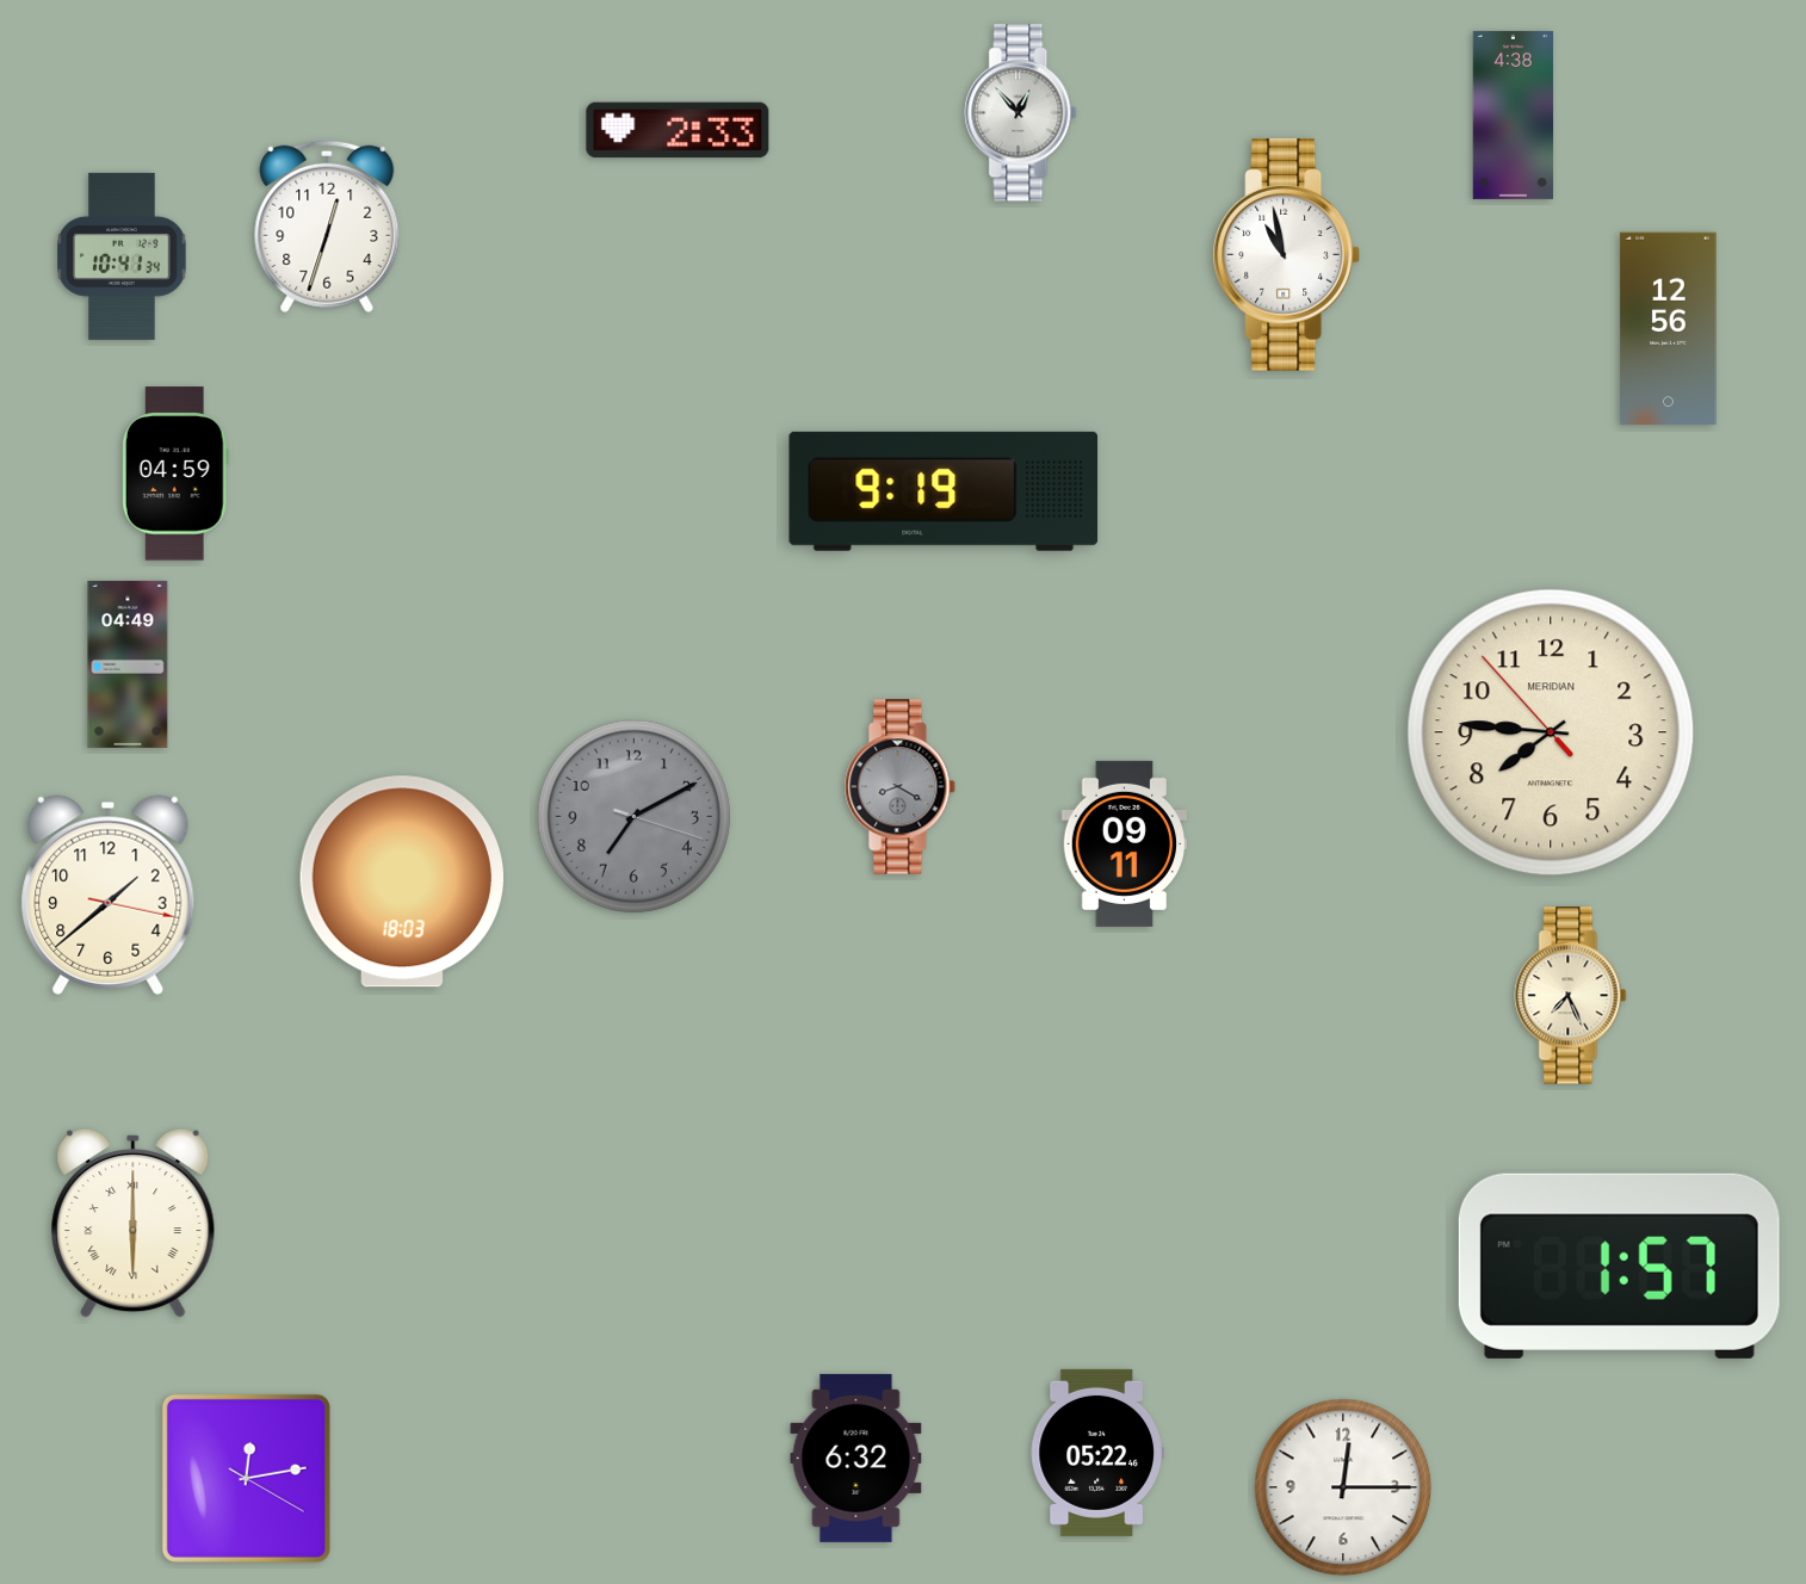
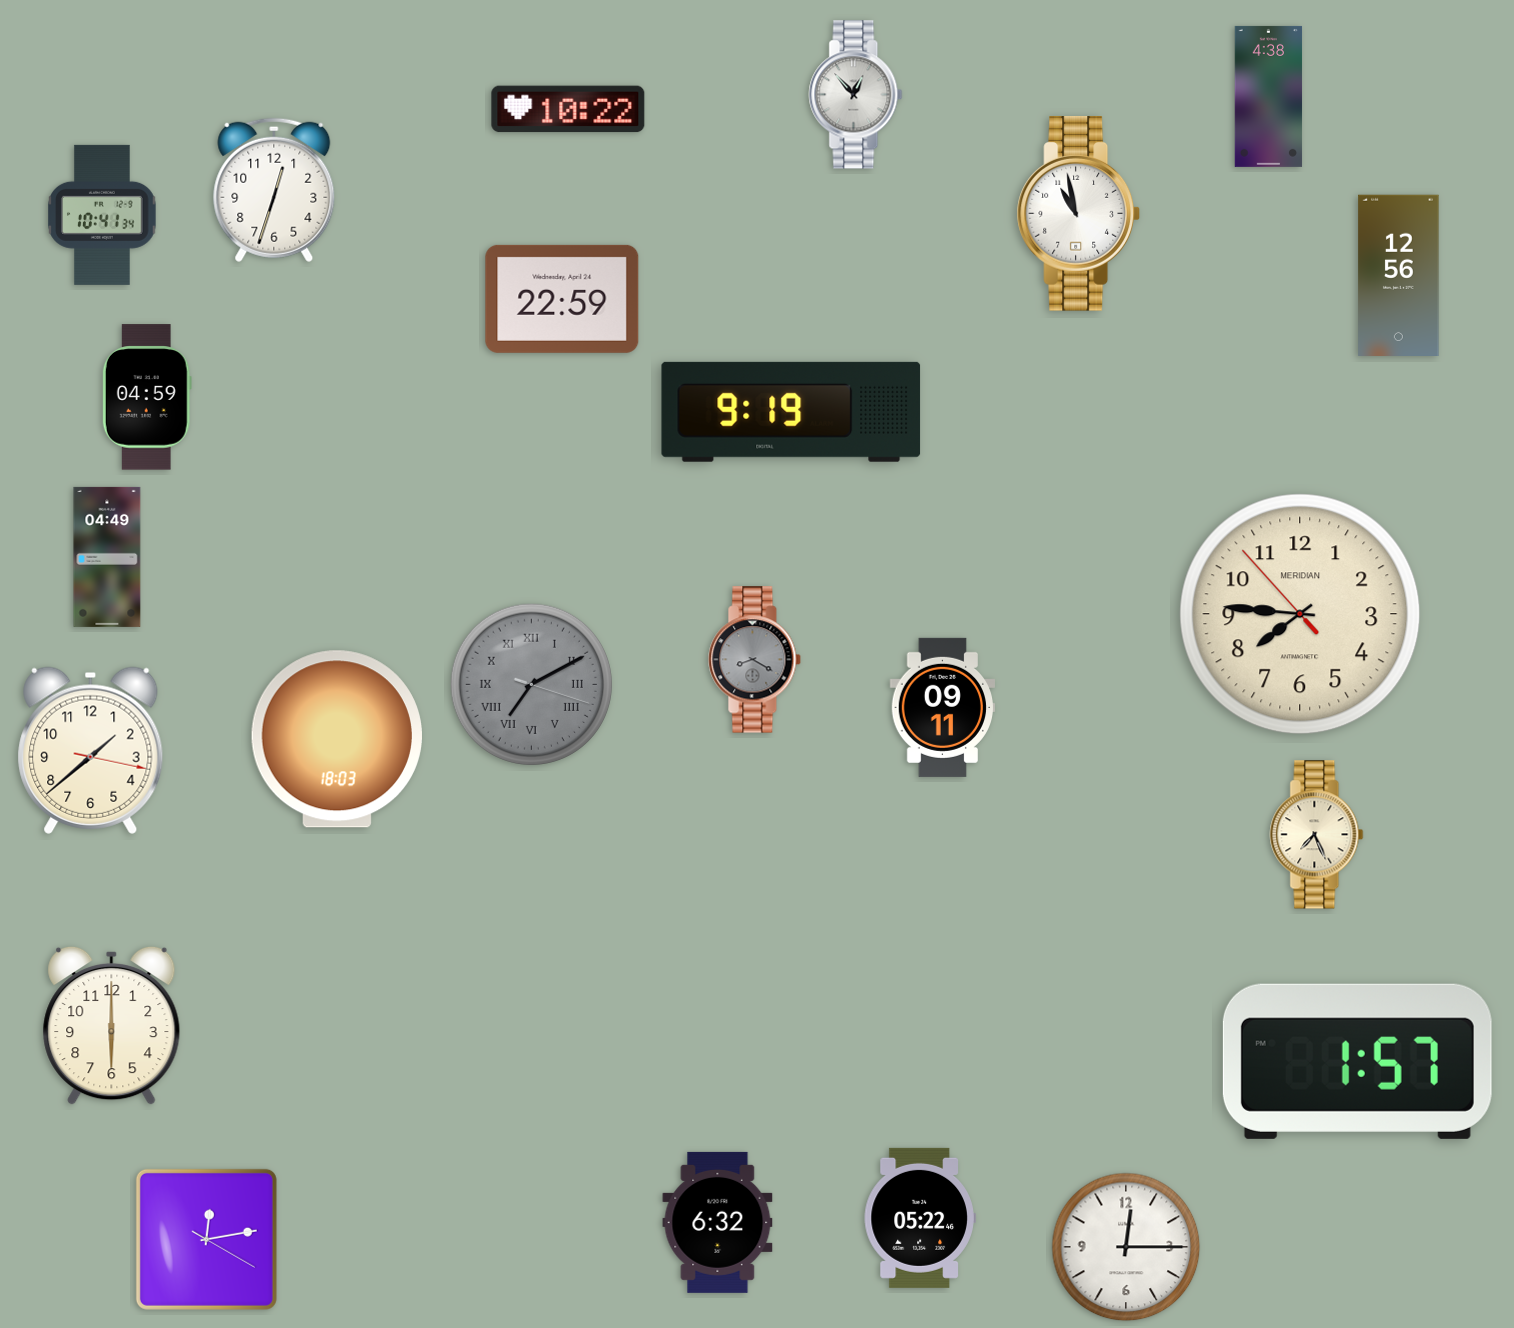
clock at (678, 130): 2:33 -> 10:22
clock at (562, 299): none -> 22:59
clock at (633, 816) numerals: Arabic -> Roman
clock at (134, 1223) numerals: Roman -> Arabic
